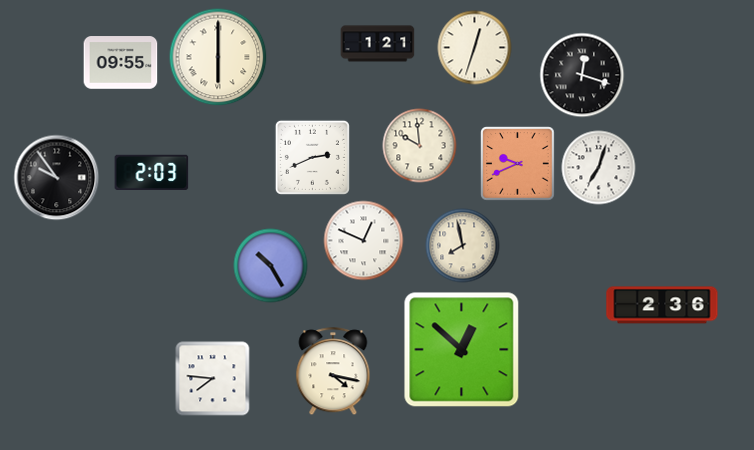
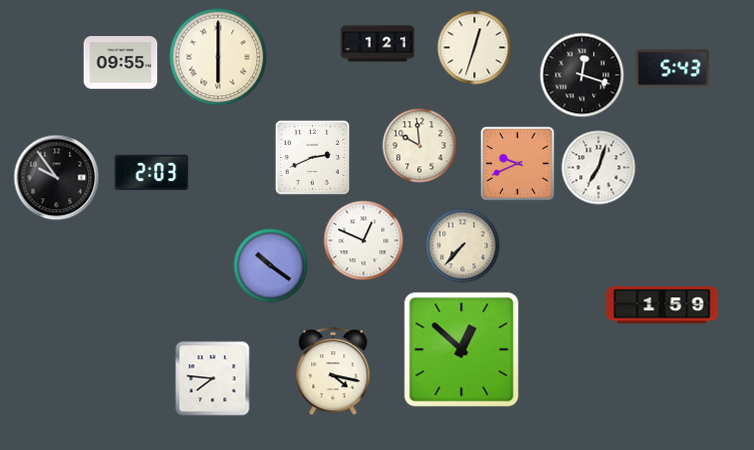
clock at (673, 69): none -> 5:43
clock at (463, 246): 7:58 -> 7:37
clock at (271, 266): 10:25 -> 10:21
clock at (662, 305): 2:36 -> 1:59
